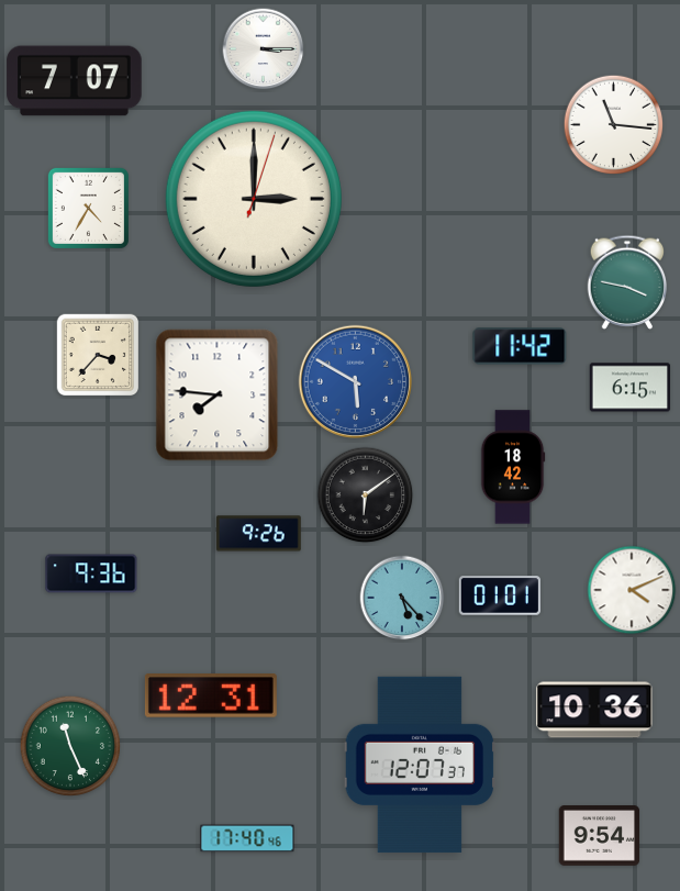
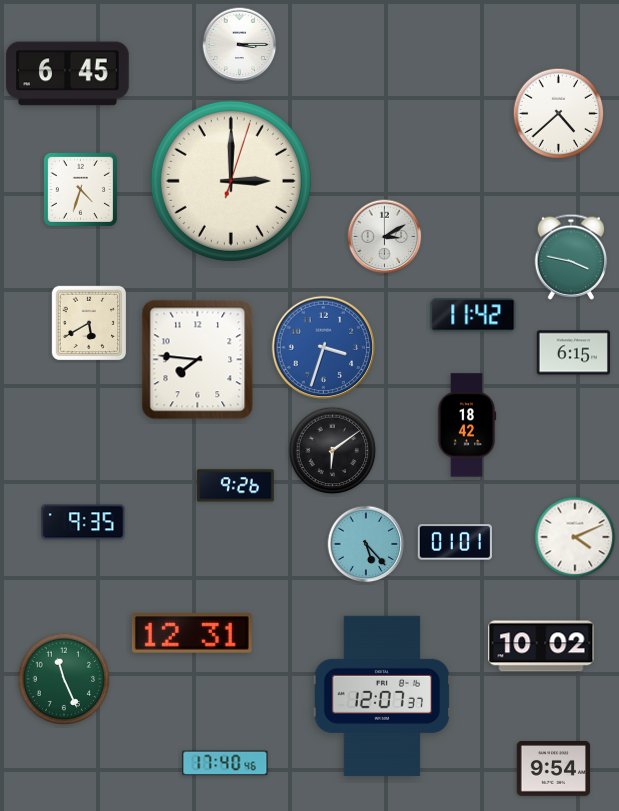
clock at (75, 81): 7:07 -> 6:45
clock at (614, 125): 11:16 -> 4:38
clock at (88, 208): 4:35 -> 4:33
clock at (385, 237): none -> 3:10
clock at (98, 355): 3:37 -> 5:40
clock at (355, 381): 5:50 -> 3:33
clock at (91, 573): 9:36 -> 9:35
clock at (594, 710): 10:36 -> 10:02
clock at (600, 836) position: (600, 836) -> (554, 769)
